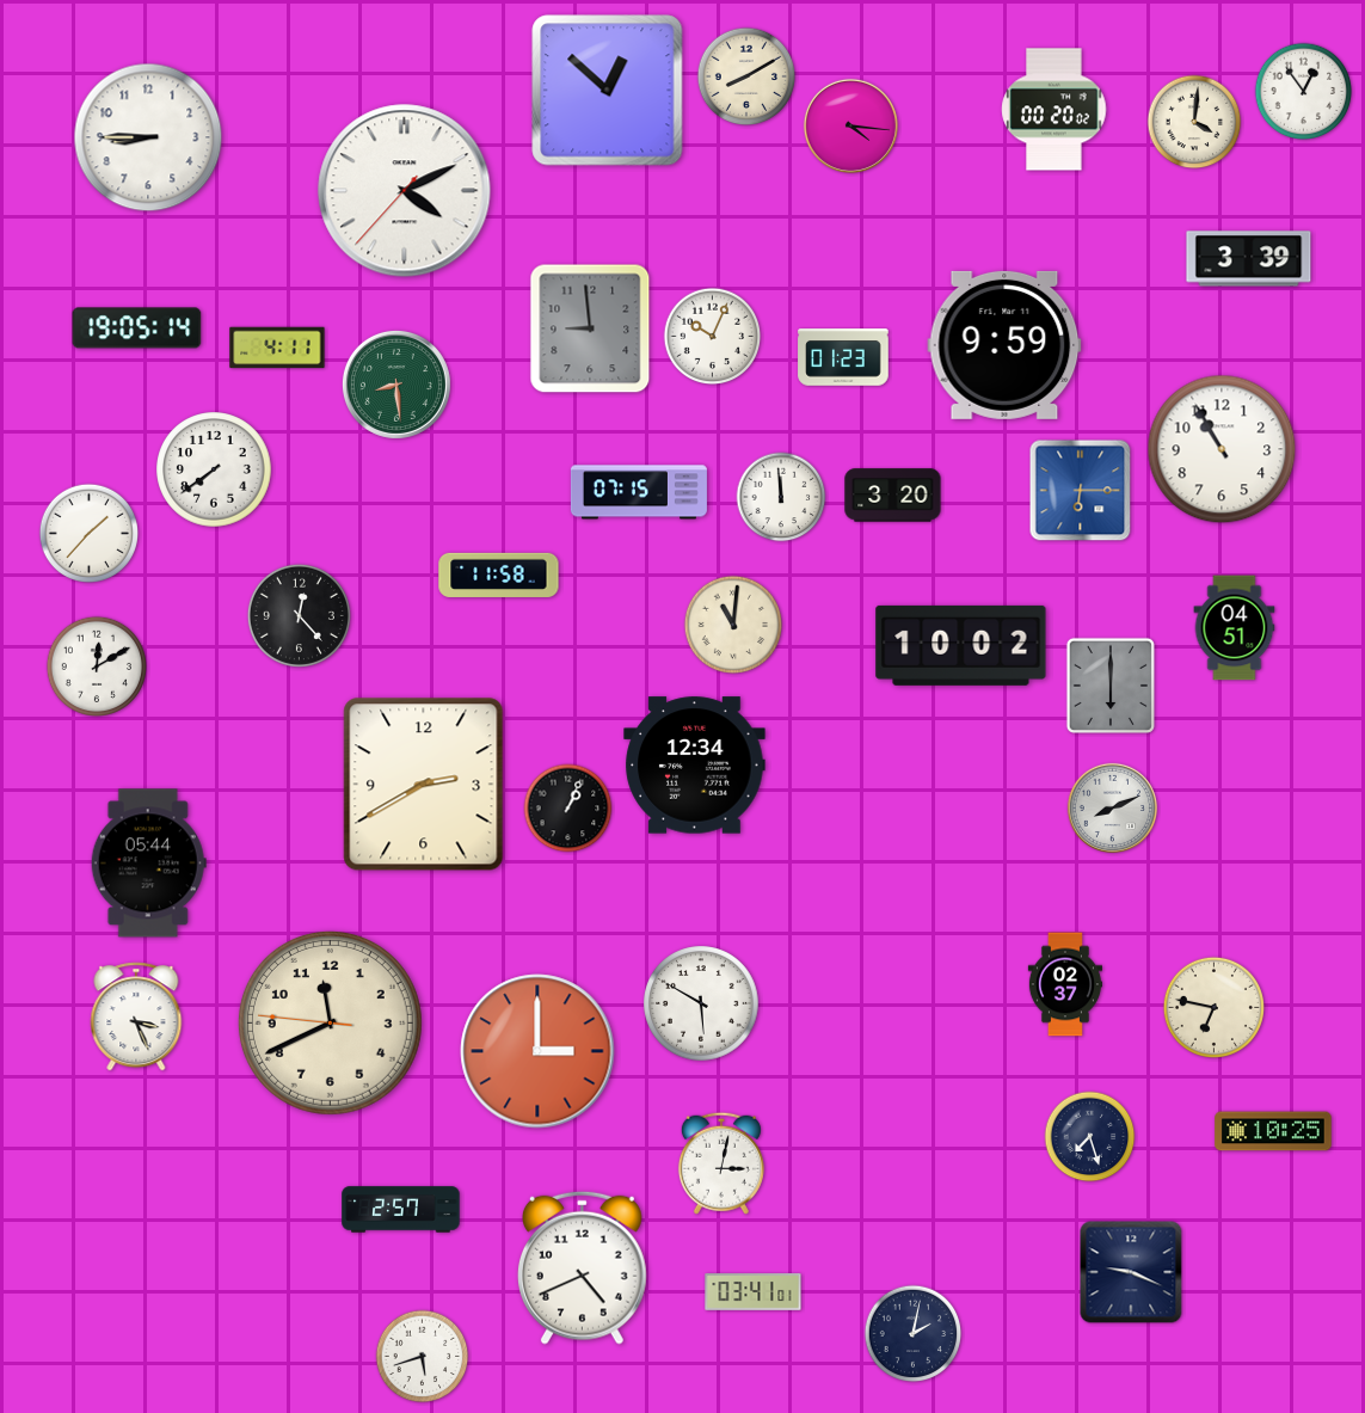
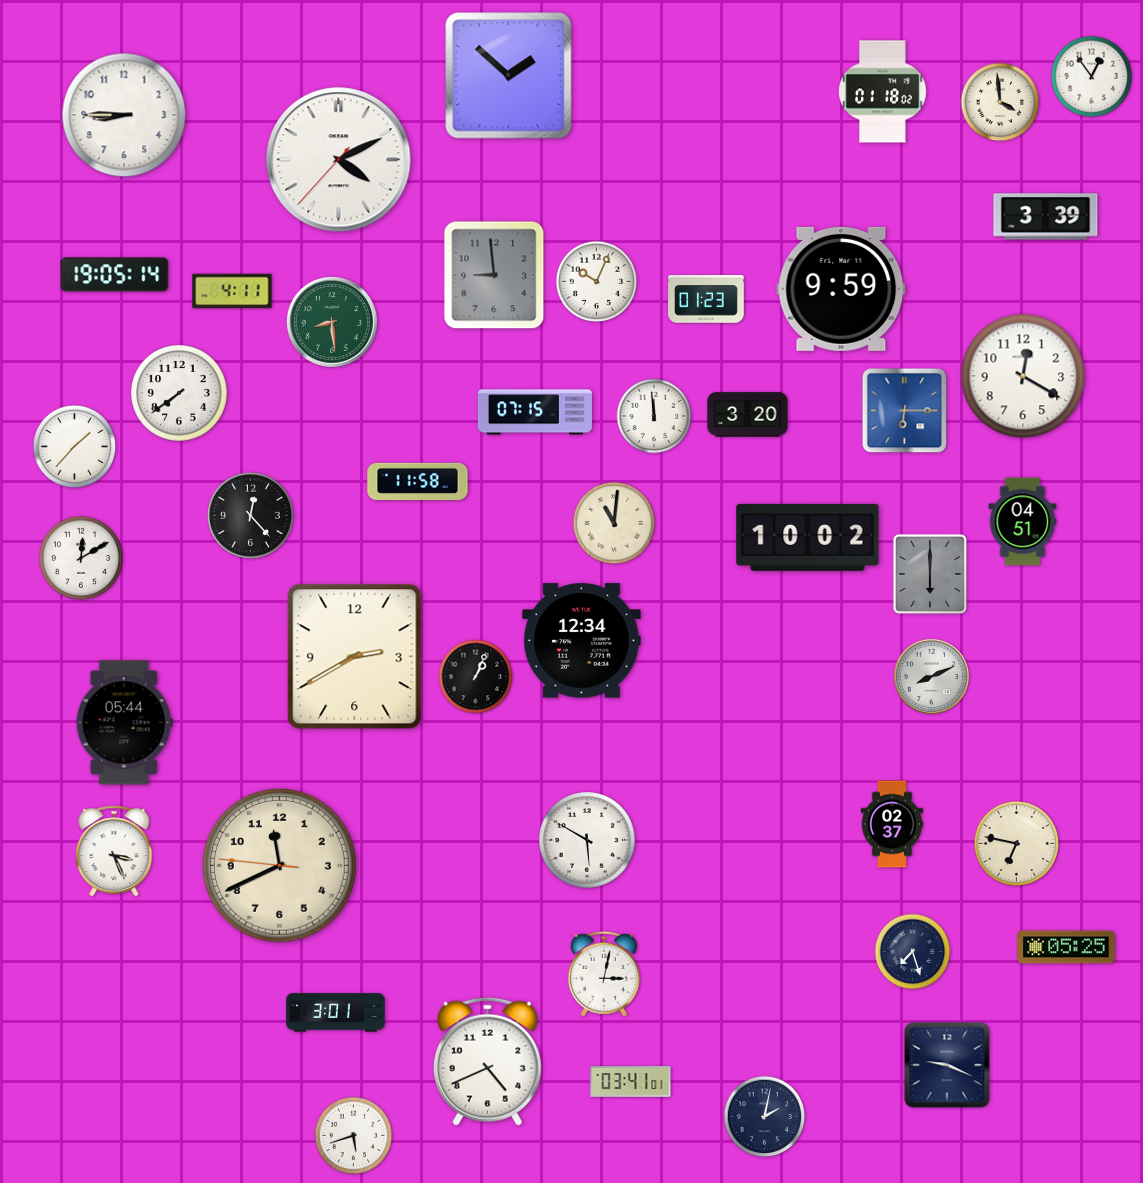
clock at (746, 76): 8:10 -> none
clock at (608, 91): 12:52 -> 1:52
clock at (1055, 110): 00:20 -> 01:18
clock at (1194, 122): 4:01 -> 3:59
clock at (850, 125): 4:16 -> none
clock at (1222, 449): 10:55 -> 12:20
clock at (1235, 628) position: (1235, 628) -> (1023, 522)
clock at (961, 645) position: (961, 645) -> (808, 537)
clock at (330, 1022) position: (330, 1022) -> (279, 865)
clock at (537, 1051): 3:00 -> none
clock at (1273, 1131): 10:25 -> 05:25
clock at (401, 1210): 2:57 -> 3:01
